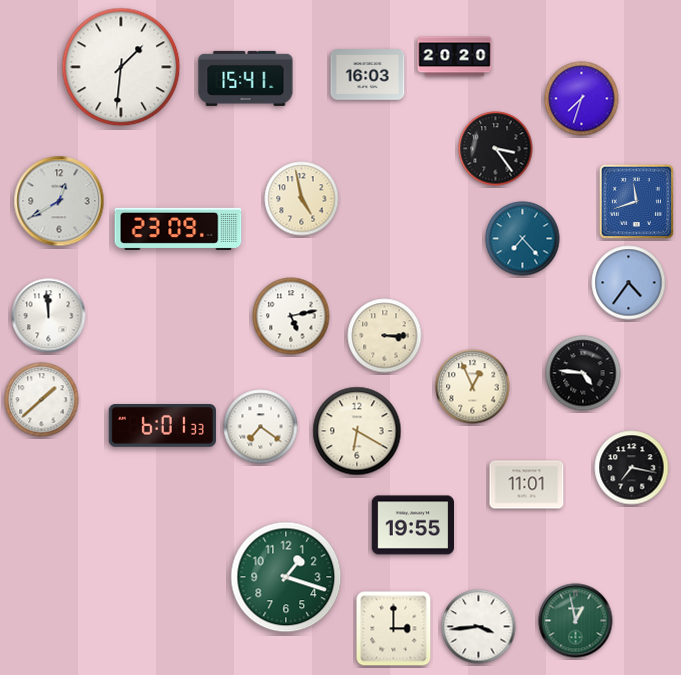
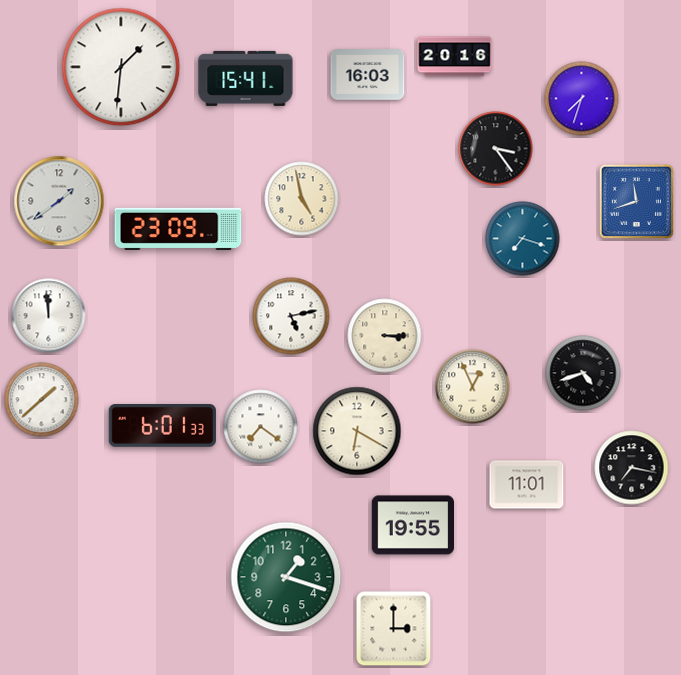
clock at (455, 57): 20:20 -> 20:16
clock at (59, 201): 12:40 -> 1:39
clock at (523, 239): 7:23 -> 7:18
clock at (629, 283): 4:36 -> none
clock at (583, 373): 4:46 -> 4:42
clock at (576, 621): 12:58 -> none
clock at (479, 627): 3:44 -> none
